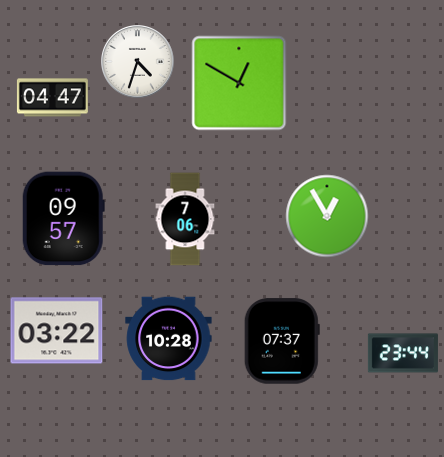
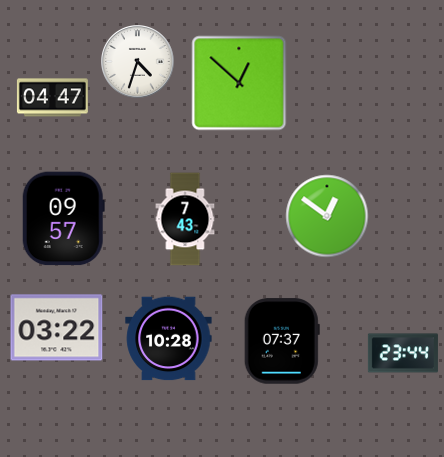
clock at (239, 83): 12:50 -> 12:52
clock at (327, 216): 12:55 -> 12:51
clock at (185, 219): 7:06 -> 7:43
clock at (57, 331) position: (57, 331) -> (57, 328)
